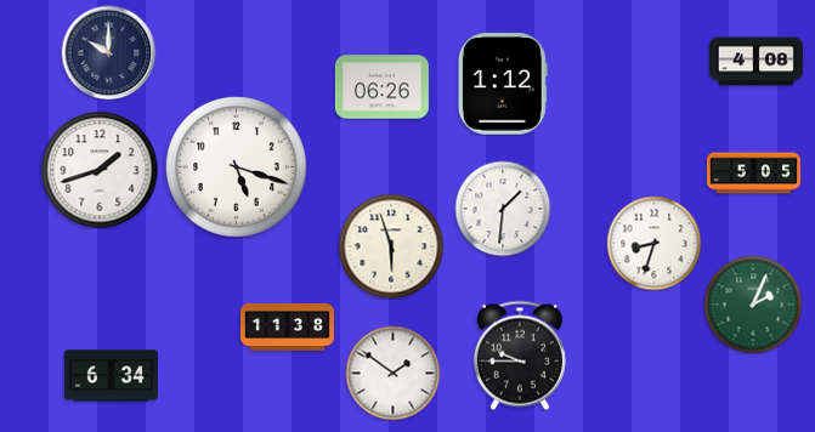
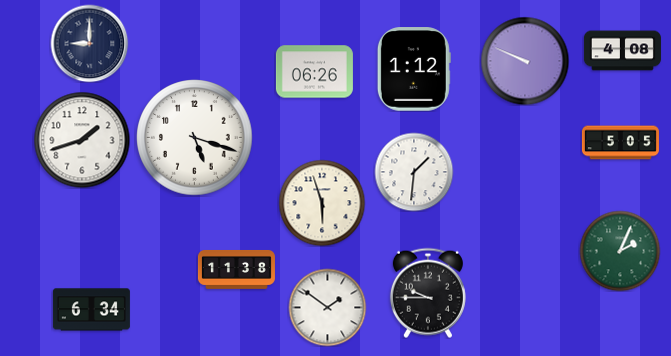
clock at (108, 52): 10:00 -> 9:00
clock at (525, 61): none -> 9:49
clock at (653, 243): 8:33 -> none
clock at (392, 373) position: (392, 373) -> (327, 307)
